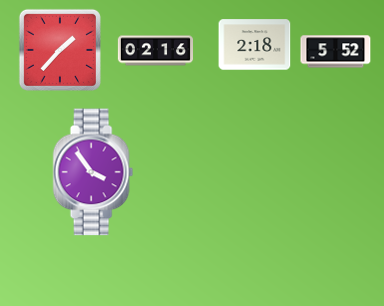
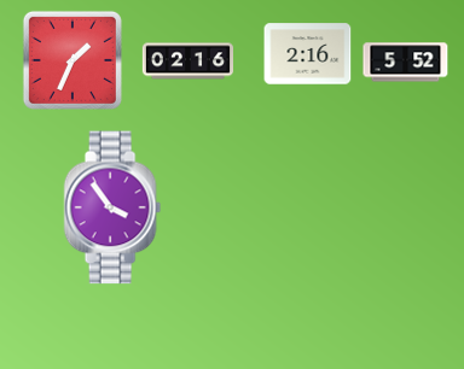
clock at (255, 45): 2:18 -> 2:16
clock at (60, 50): 1:37 -> 1:34
